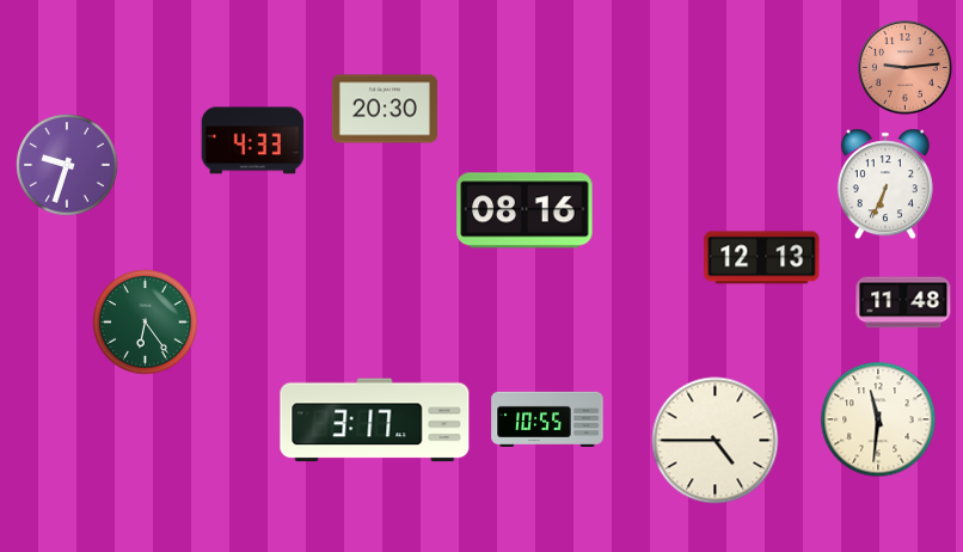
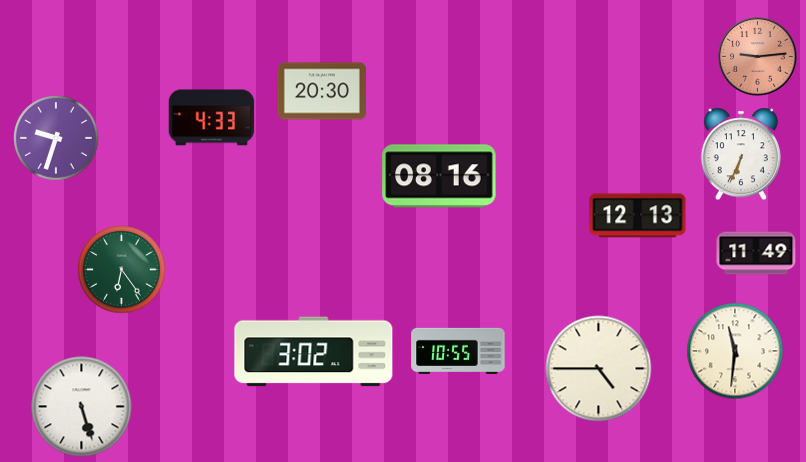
clock at (903, 302): 11:48 -> 11:49
clock at (375, 421): 3:17 -> 3:02
clock at (82, 407): none -> 5:27
